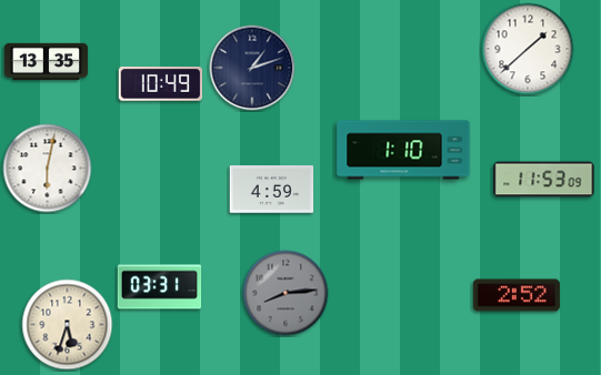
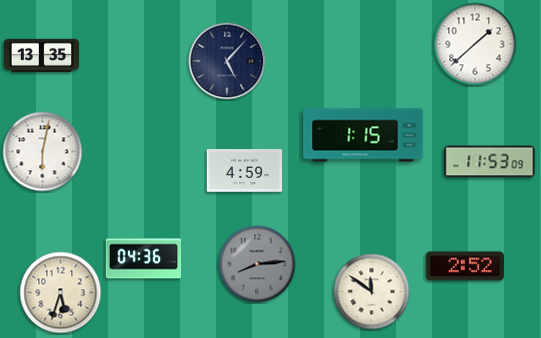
clock at (252, 68): 1:12 -> 5:07
clock at (161, 84): 10:49 -> none
clock at (403, 150): 1:10 -> 1:15
clock at (160, 287): 03:31 -> 04:36
clock at (372, 292): none -> 11:51
